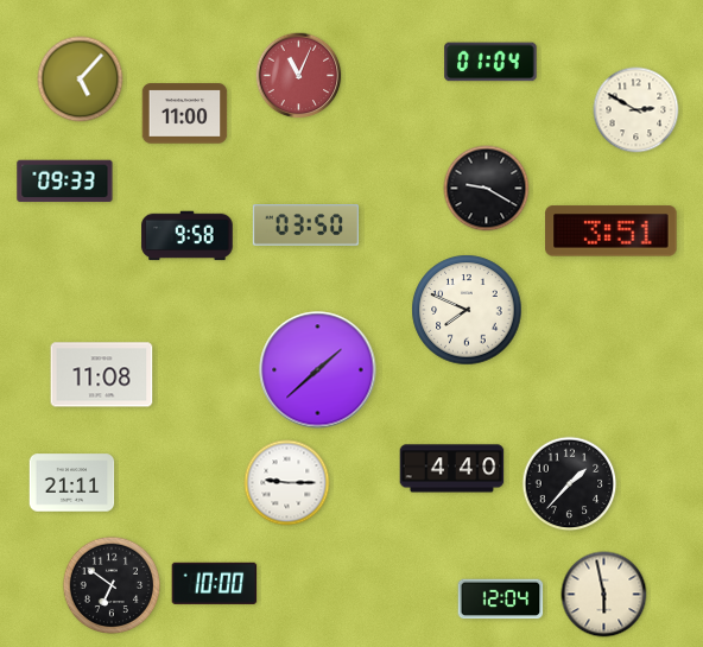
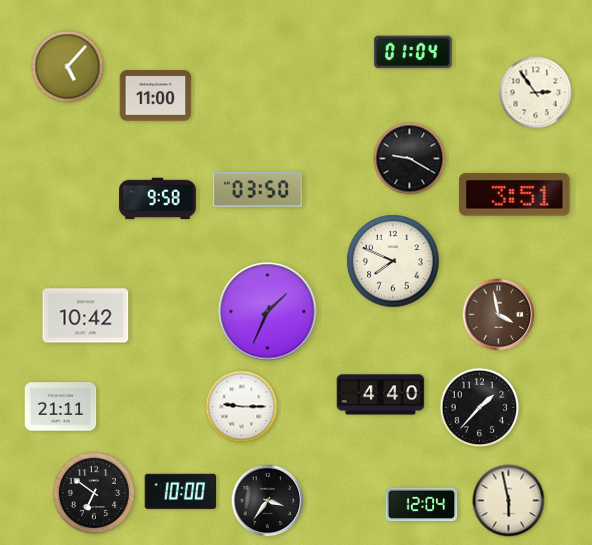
clock at (299, 76): 11:04 -> none
clock at (636, 110): 2:50 -> 2:54
clock at (65, 182): 09:33 -> none
clock at (318, 370): 1:38 -> 1:34
clock at (499, 315): none -> 3:58
clock at (102, 375): 11:08 -> 10:42
clock at (268, 501): none -> 3:36
